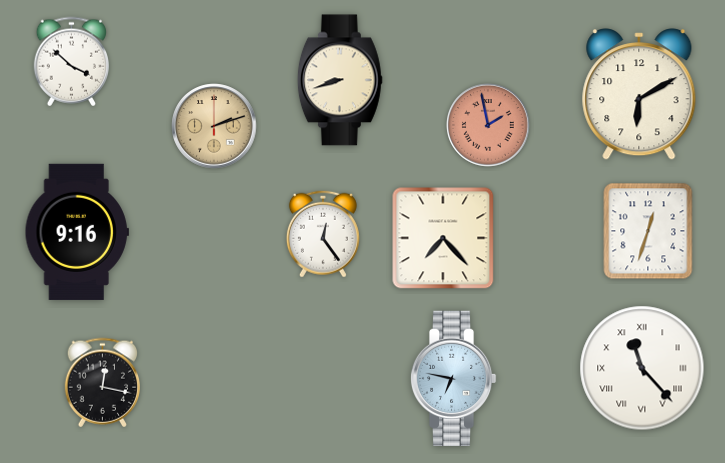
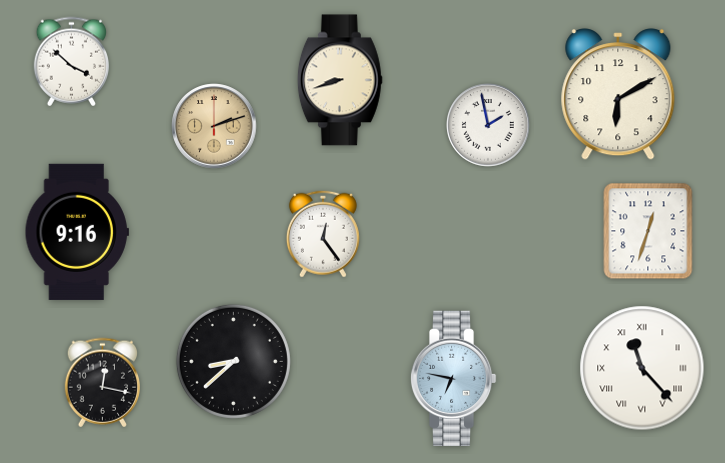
clock at (639, 94) position: (639, 94) -> (618, 94)
clock at (488, 125) dial: salmon -> white
clock at (443, 238): 7:23 -> none
clock at (233, 361): none -> 8:38
